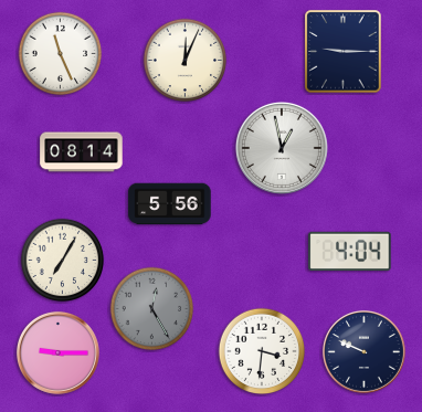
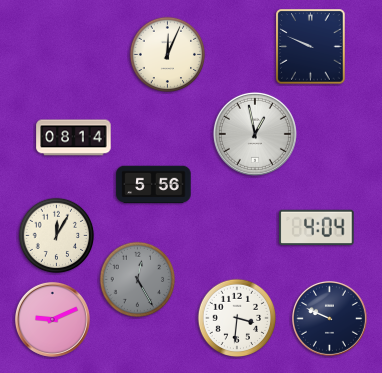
clock at (344, 52): 9:15 -> 9:49
clock at (61, 54): 11:26 -> none
clock at (63, 261): 7:05 -> 12:05
clock at (57, 352): 9:15 -> 9:11
